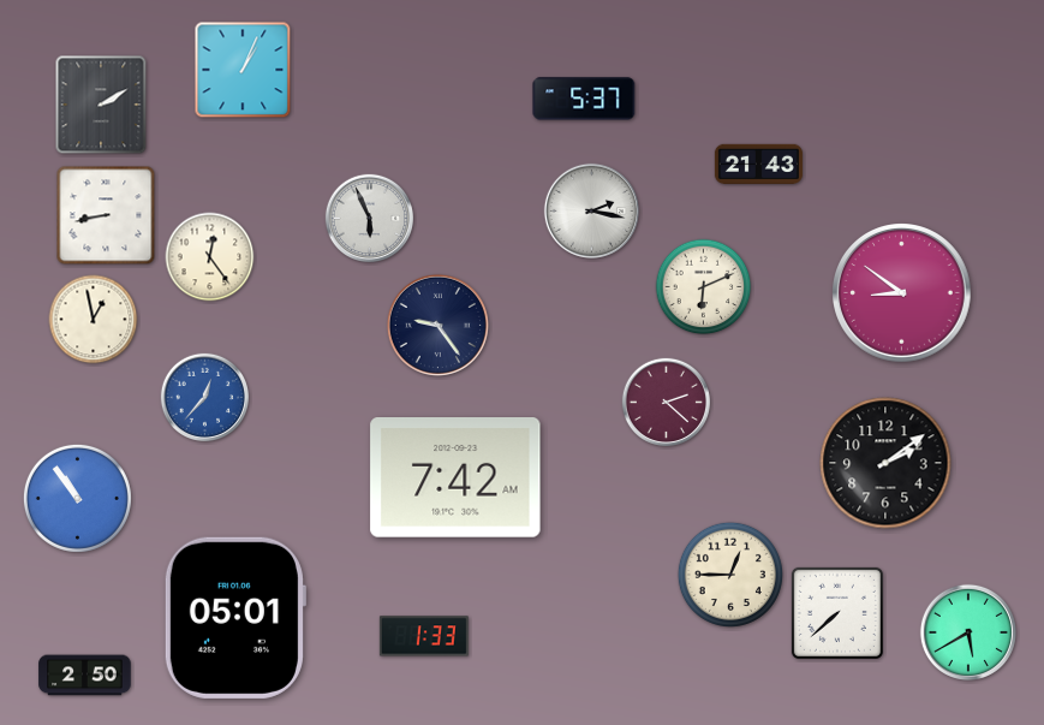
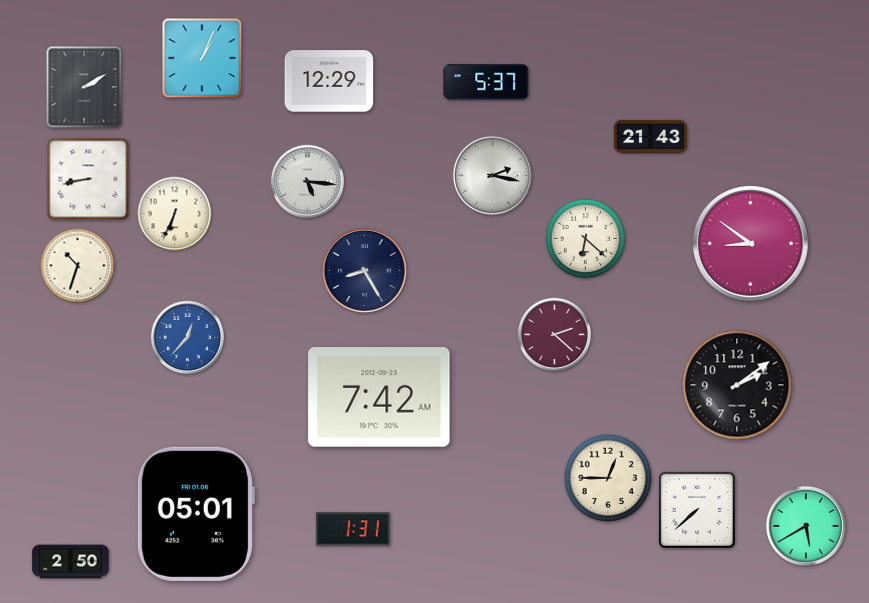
clock at (329, 81): none -> 12:29
clock at (758, 164) position: (758, 164) -> (650, 136)
clock at (370, 219): 5:56 -> 5:16
clock at (210, 257): 12:24 -> 6:34
clock at (704, 287): 6:11 -> 6:22
clock at (94, 320): 12:58 -> 10:33
clock at (437, 325): 9:24 -> 8:25
clock at (205, 398) position: (205, 398) -> (188, 338)
clock at (77, 498): 10:54 -> none
clock at (424, 636): 1:33 -> 1:31
